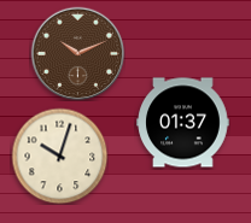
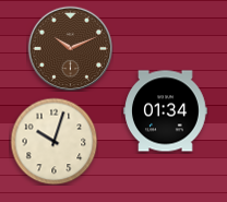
clock at (183, 123): 01:37 -> 01:34
